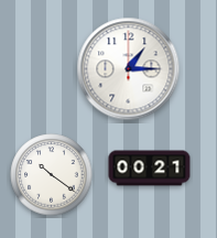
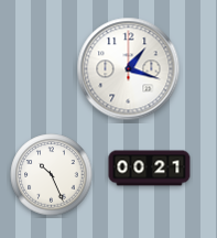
clock at (129, 69): 1:15 -> 1:18
clock at (52, 175): 10:21 -> 10:26
